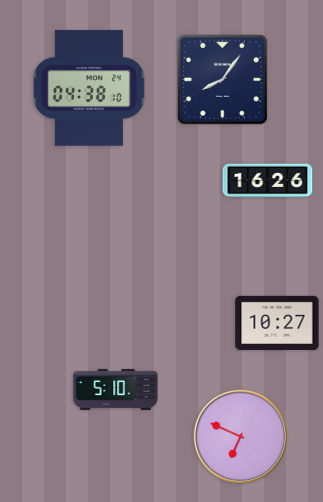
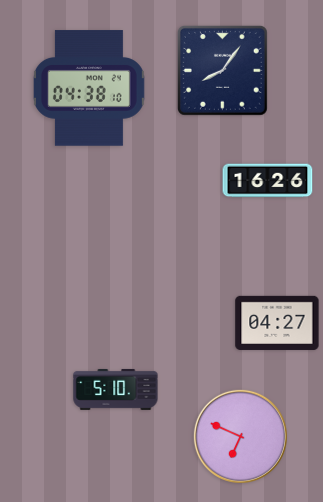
clock at (222, 79) position: (222, 79) -> (222, 70)
clock at (277, 323): 10:27 -> 04:27
